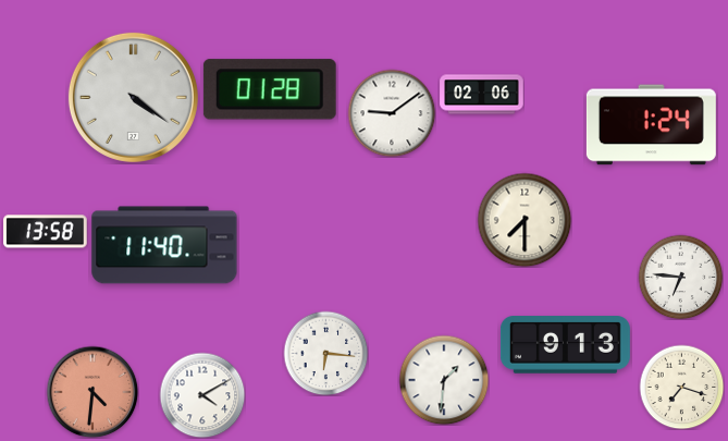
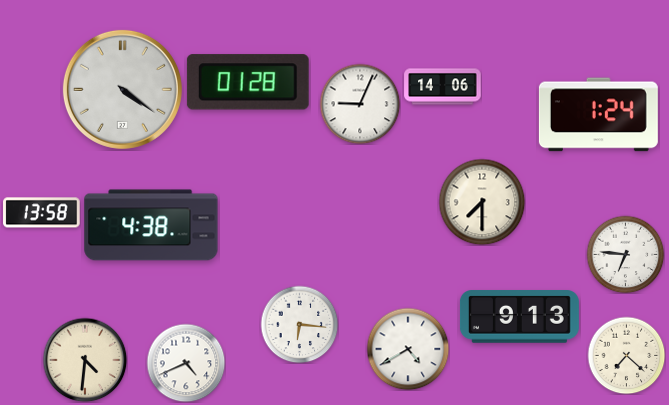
clock at (482, 95): 02:06 -> 14:06
clock at (392, 113): 9:09 -> 9:04
clock at (164, 245): 11:40 -> 4:38
clock at (444, 380): 1:31 -> 4:40
clock at (681, 387): 7:18 -> 7:22
clock at (92, 392) dial: salmon -> cream
clock at (202, 395): 4:10 -> 4:41
